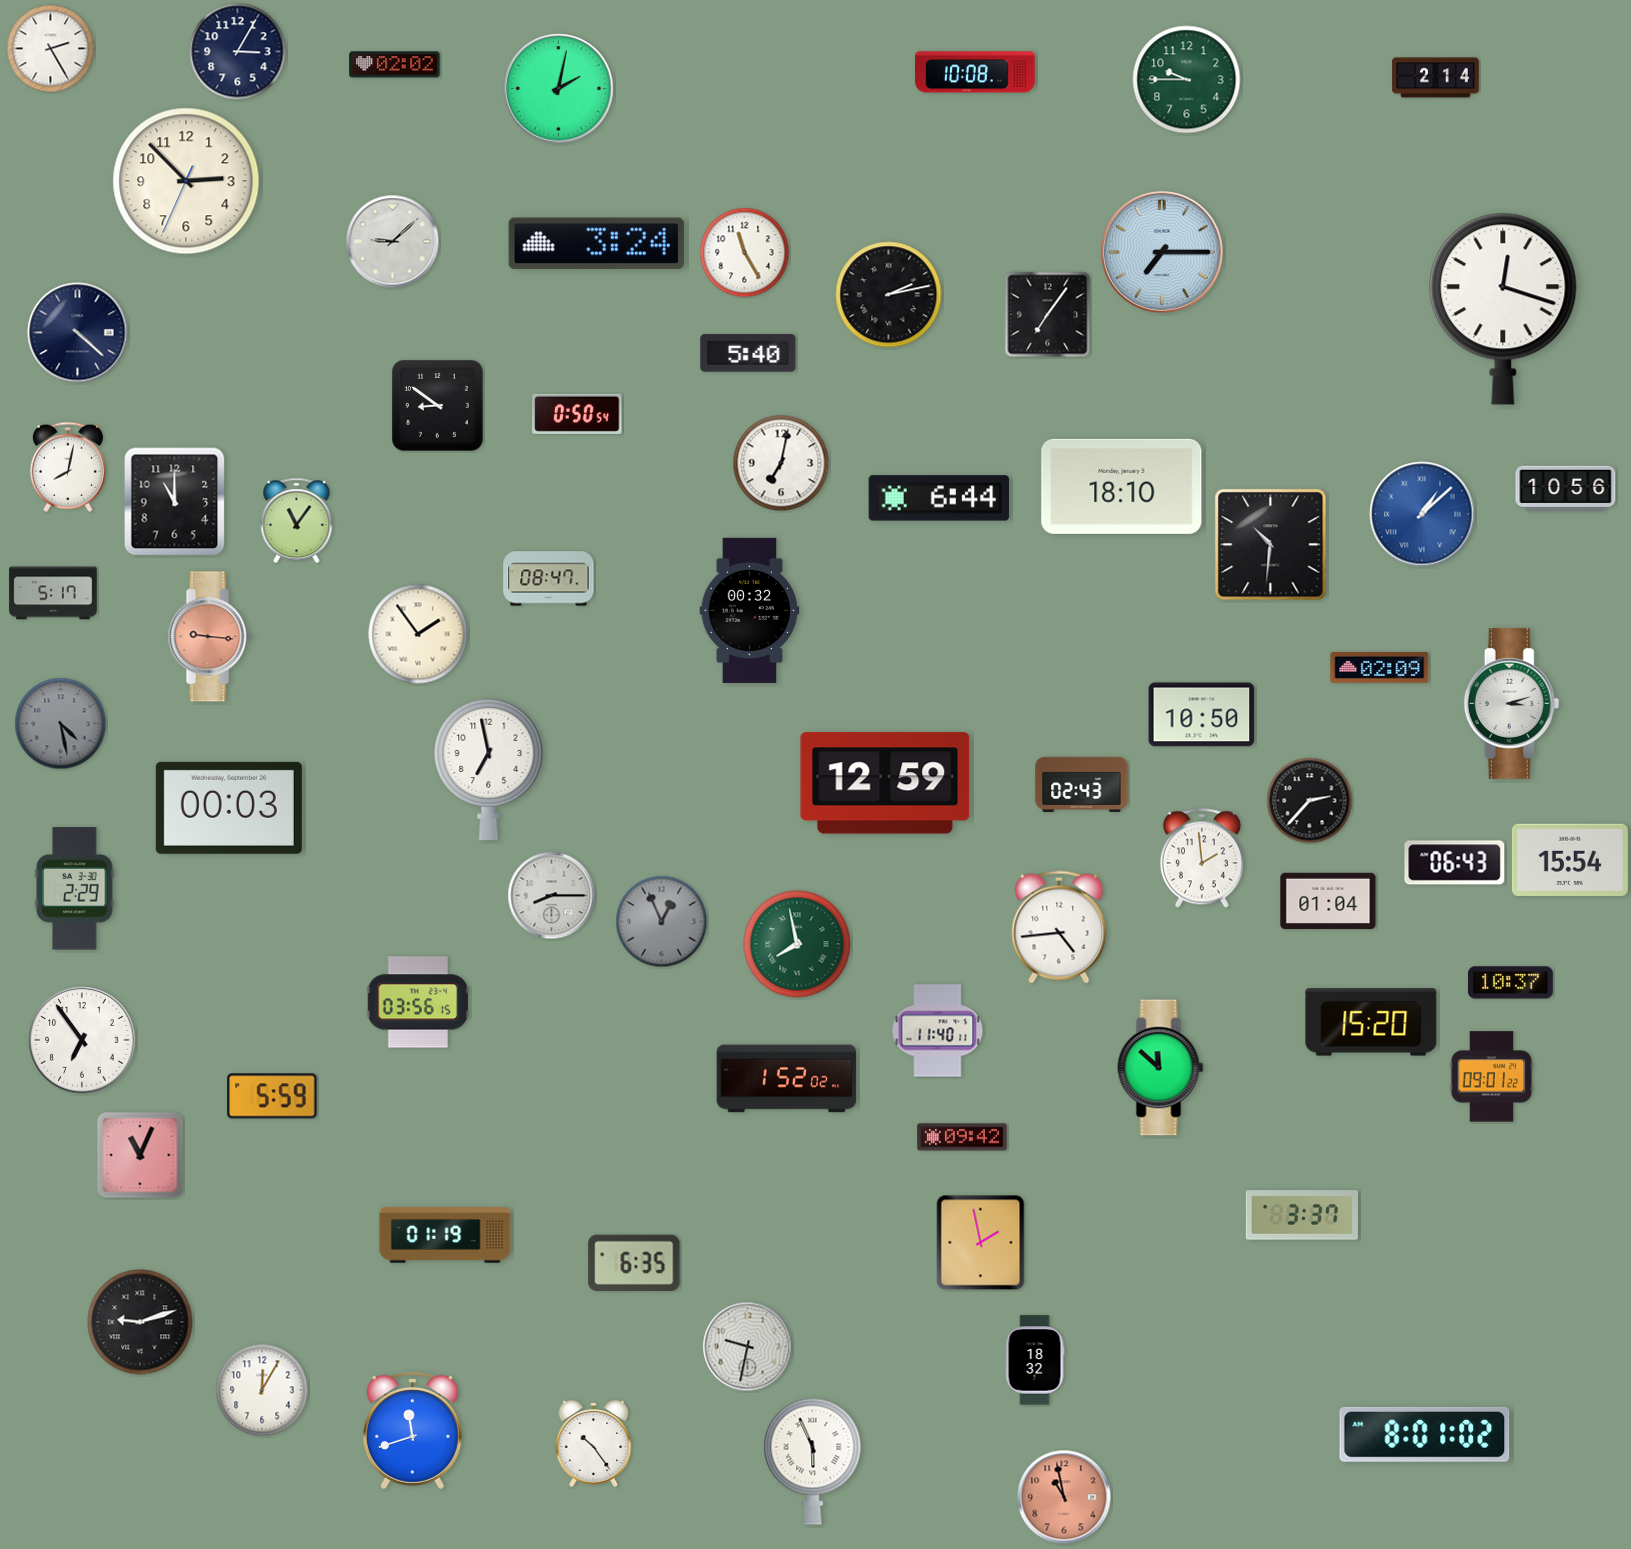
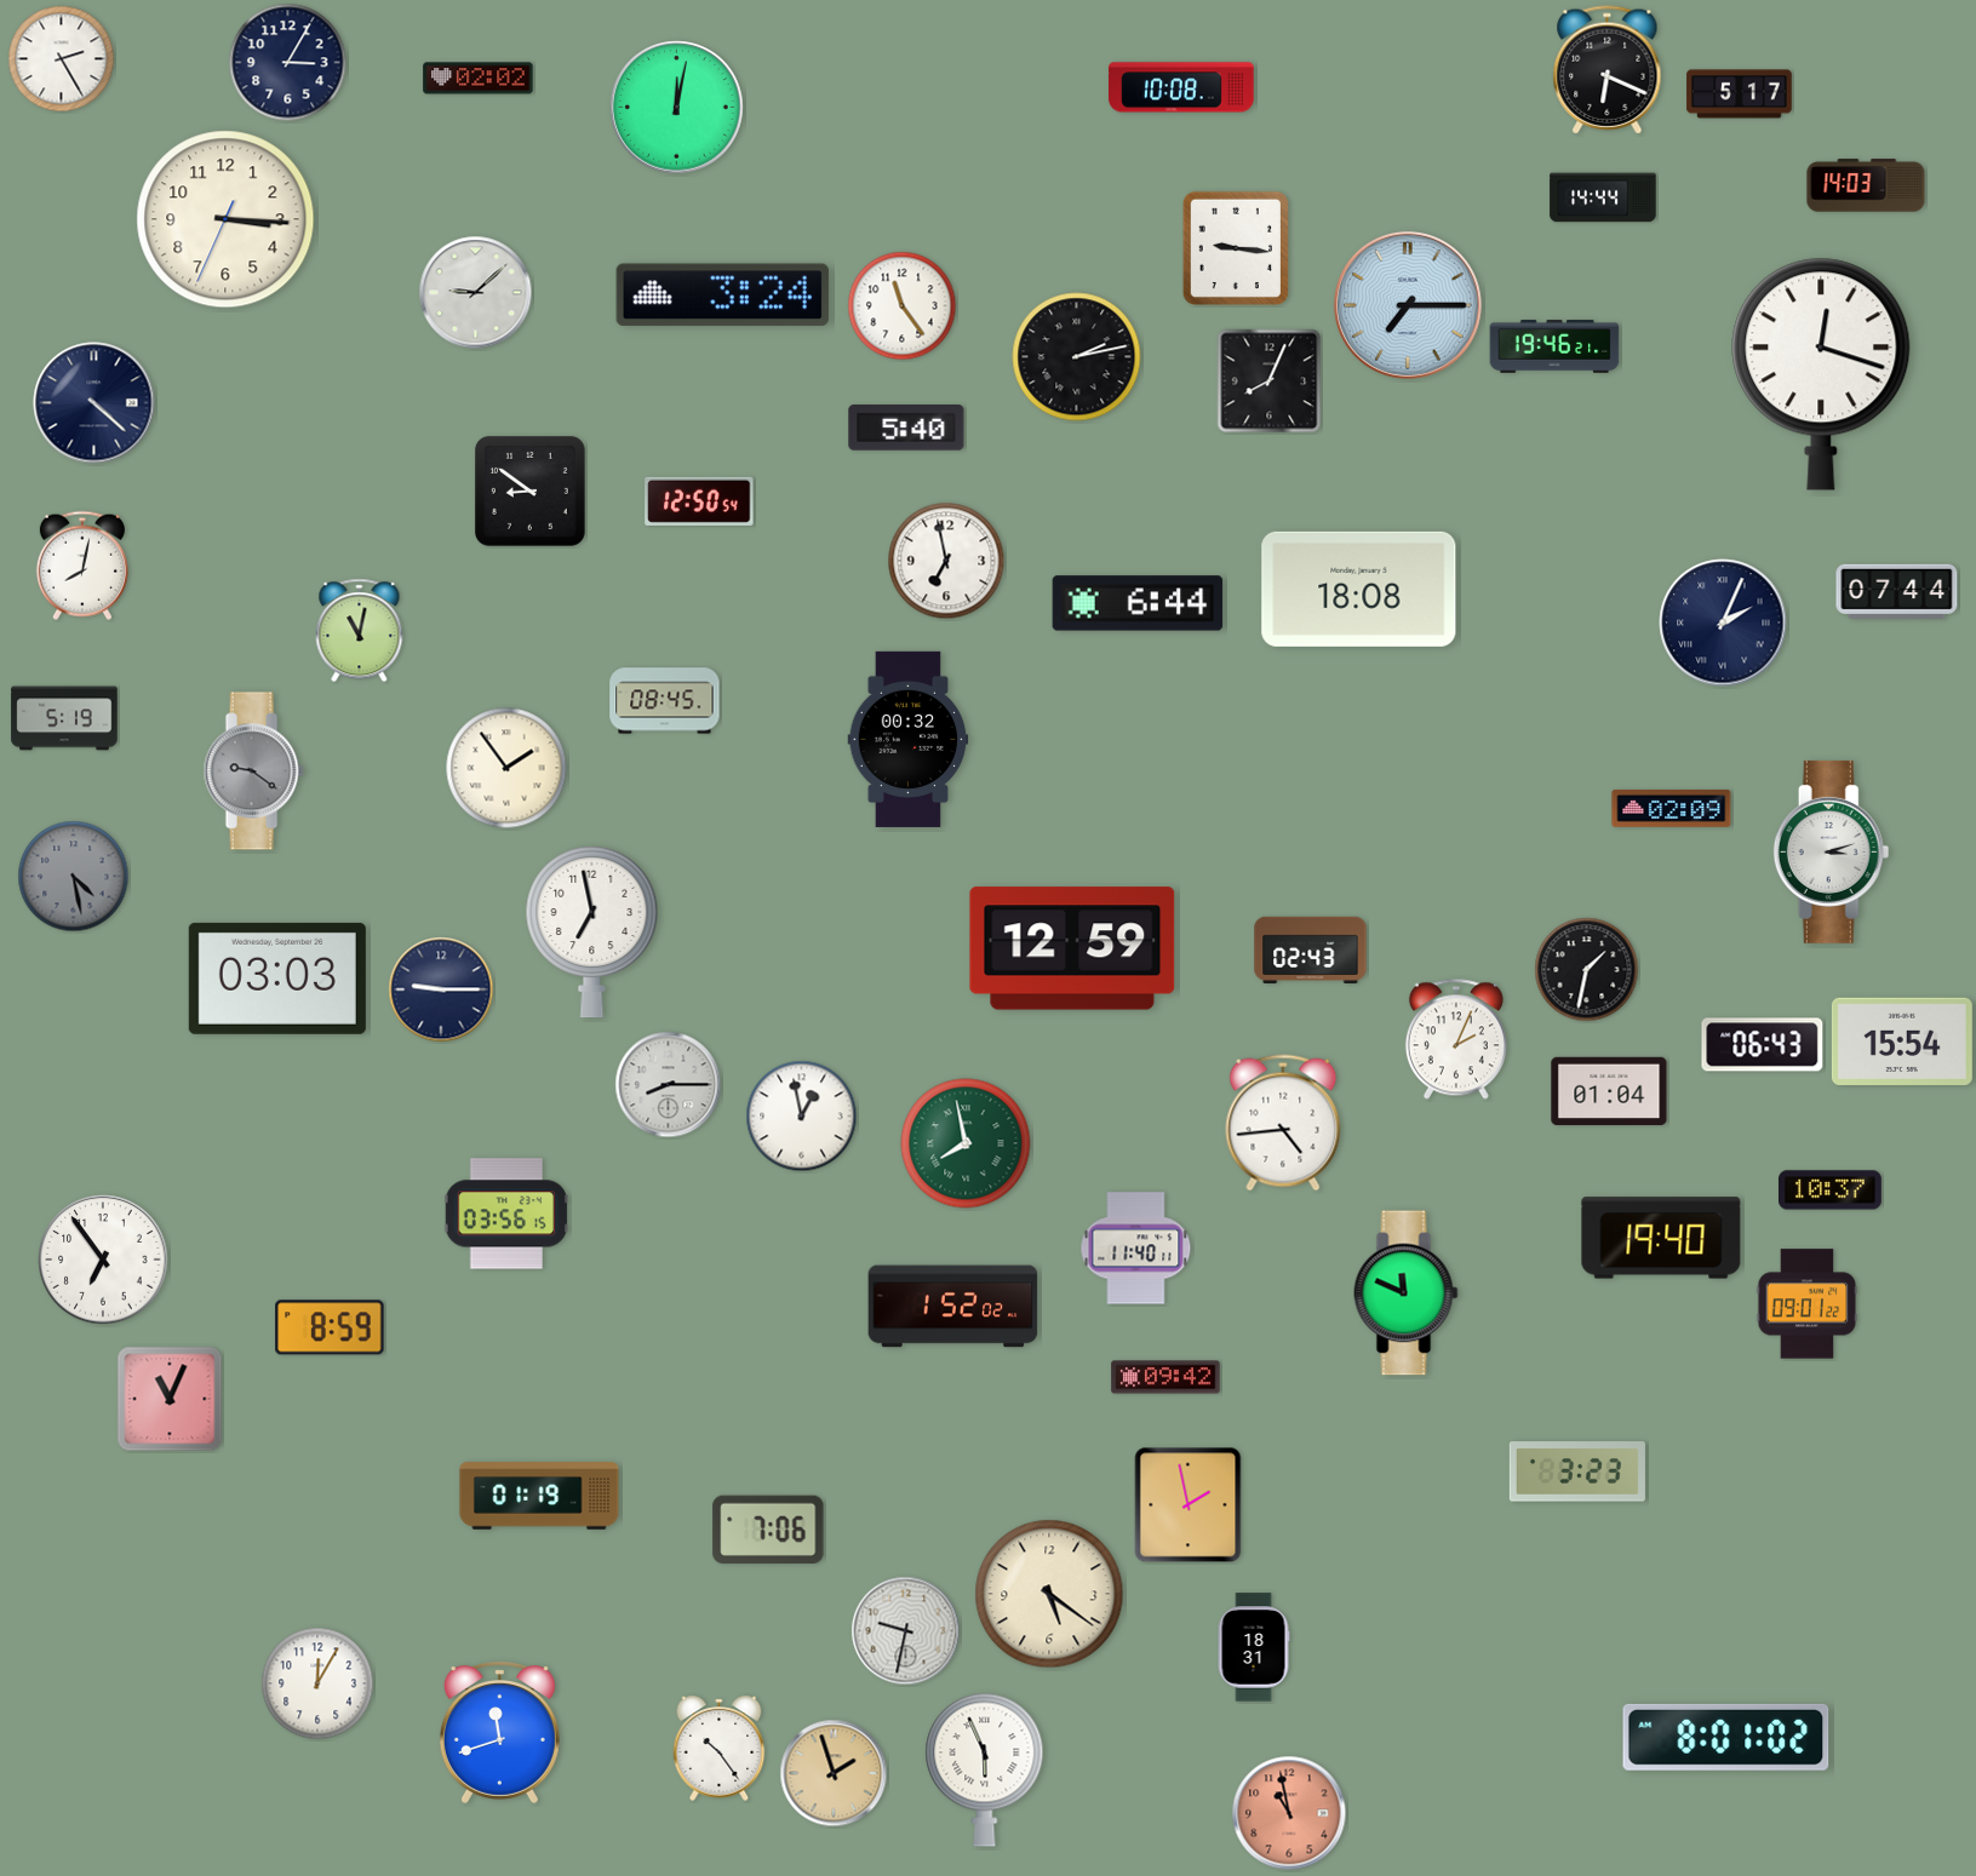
clock at (1608, 70): none -> 6:19
clock at (1436, 78): 2:14 -> 5:17
clock at (1187, 80): 9:45 -> none
clock at (559, 89): 2:02 -> 12:02
clock at (1866, 185): none -> 14:03
clock at (1603, 197): none -> 14:44
clock at (186, 181): 2:52 -> 3:15
clock at (1235, 247): none -> 9:16
clock at (745, 253): 11:25 -> 11:24
clock at (1554, 346): none -> 19:46
clock at (1048, 315): 7:06 -> 8:04
clock at (577, 414): 0:50 -> 12:50
clock at (781, 463): 7:02 -> 6:58
clock at (1122, 486): 18:10 -> 18:08
clock at (1566, 489): 10:56 -> 07:44
clock at (175, 502): 11:00 -> none
clock at (1422, 514): 1:08 -> 2:04
clock at (1422, 514) dial: blue -> navy
clock at (297, 521): 11:06 -> 11:02
clock at (1271, 545): 10:31 -> none
clock at (549, 579): 08:47 -> 08:45
clock at (53, 593): 5:17 -> 5:19
clock at (209, 637): 9:16 -> 9:21
clock at (209, 637) dial: salmon -> grey
clock at (1202, 715): 10:50 -> none
clock at (1310, 801): 2:37 -> 1:32
clock at (229, 808): 00:03 -> 03:03
clock at (441, 989): none -> 9:15
clock at (1202, 858): 1:59 -> 2:04
clock at (75, 889): 2:29 -> none
clock at (662, 922): 12:56 -> 12:58
clock at (662, 922) dial: grey -> white
clock at (1371, 1022): 15:20 -> 19:40
clock at (82, 1040) position: (82, 1040) -> (103, 1260)
clock at (1161, 1068): 11:52 -> 11:49
clock at (272, 1096): 5:59 -> 8:59
clock at (1302, 1215): 3:37 -> 3:23
clock at (634, 1263): 6:35 -> 7:06
clock at (1049, 1594): none -> 5:21
clock at (140, 1322): 9:12 -> none
clock at (1035, 1360): 18:32 -> 18:31
clock at (834, 1773): none -> 1:57
